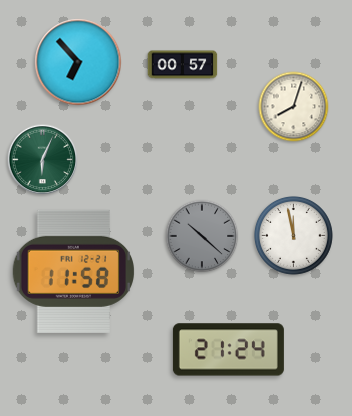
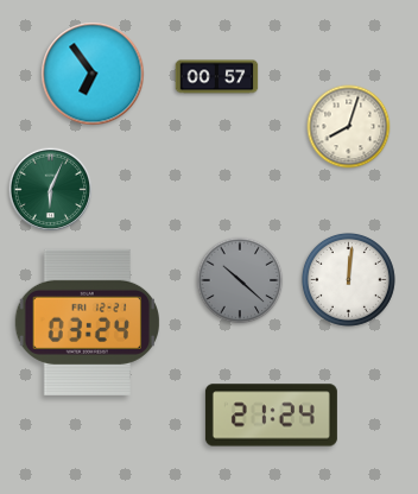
clock at (78, 62): 6:53 -> 6:54
clock at (293, 235): 11:58 -> 12:01
clock at (74, 271): 11:58 -> 03:24
